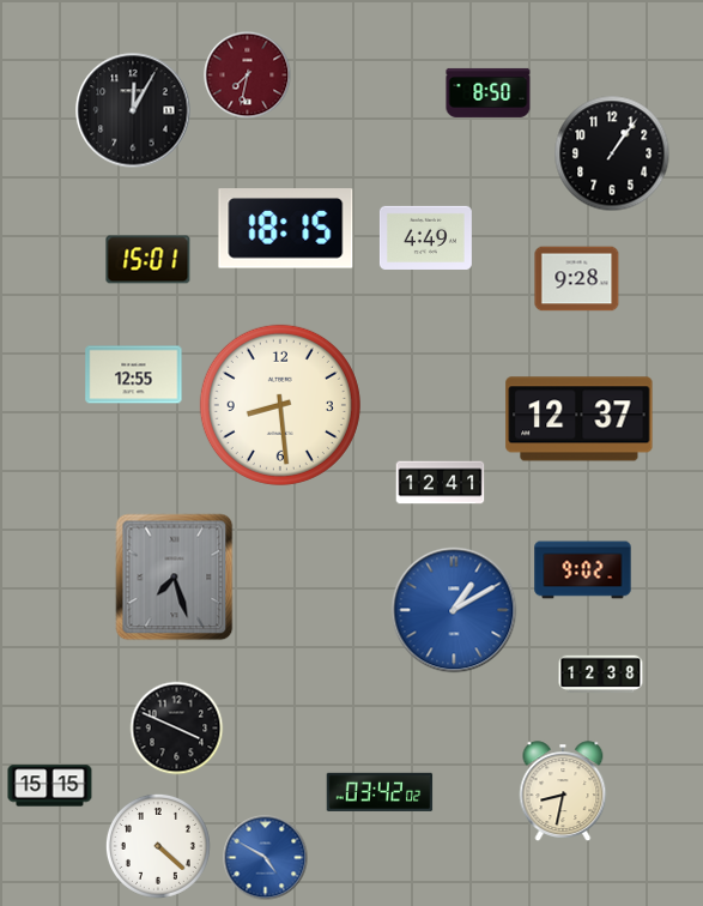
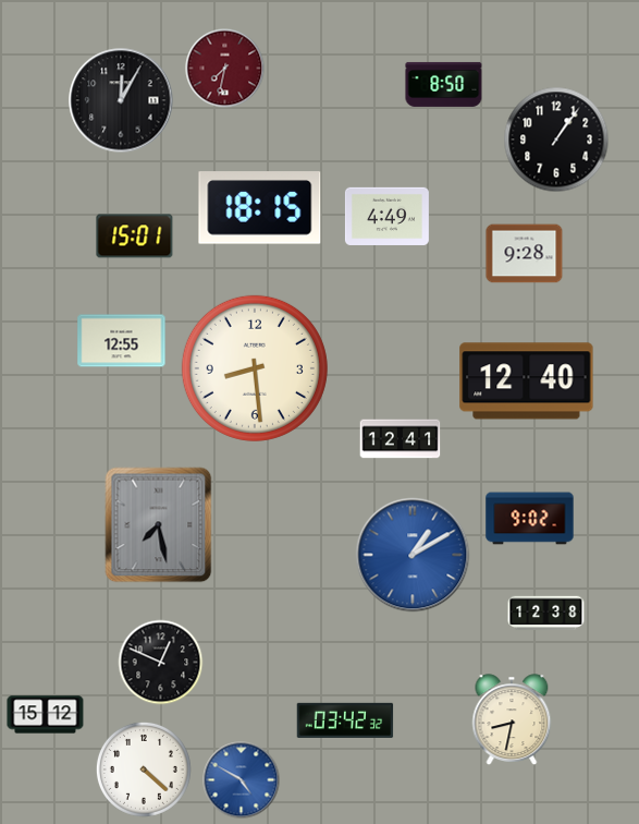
clock at (580, 419): 12:37 -> 12:40
clock at (175, 578): 7:27 -> 7:28
clock at (177, 729): 3:49 -> 12:49
clock at (50, 786): 15:15 -> 15:12
clock at (380, 792): 03:42:02 -> 03:42:32
